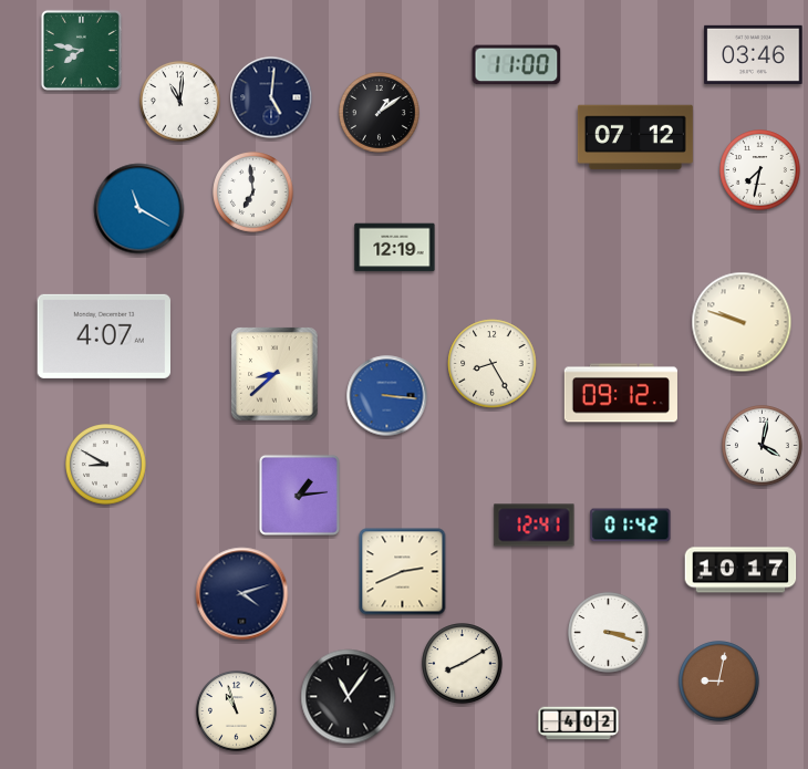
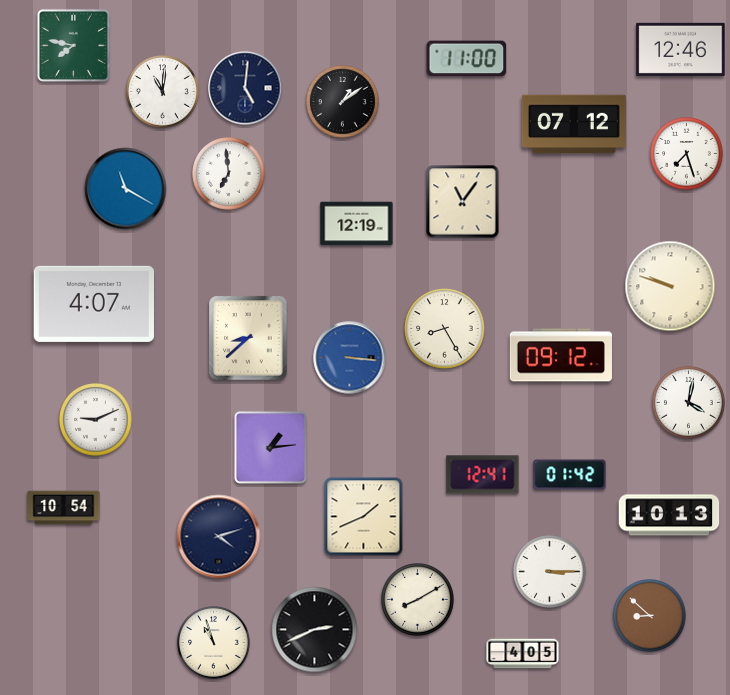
clock at (754, 54): 03:46 -> 12:46
clock at (760, 170): 7:32 -> 7:27
clock at (463, 202): none -> 11:06
clock at (742, 322) position: (742, 322) -> (670, 286)
clock at (106, 465): 8:50 -> 9:11
clock at (64, 508): none -> 10:54
clock at (740, 570): 10:17 -> 10:13
clock at (403, 572): 2:41 -> 1:41
clock at (609, 633): 3:18 -> 3:15
clock at (719, 682): 9:02 -> 8:52
clock at (349, 697): 11:06 -> 2:41
clock at (579, 724): 4:02 -> 4:05
